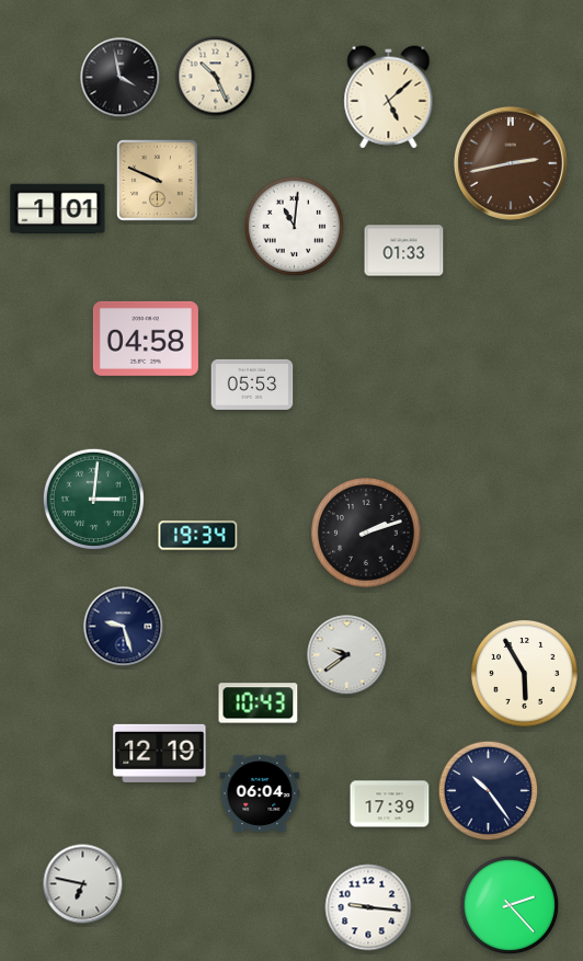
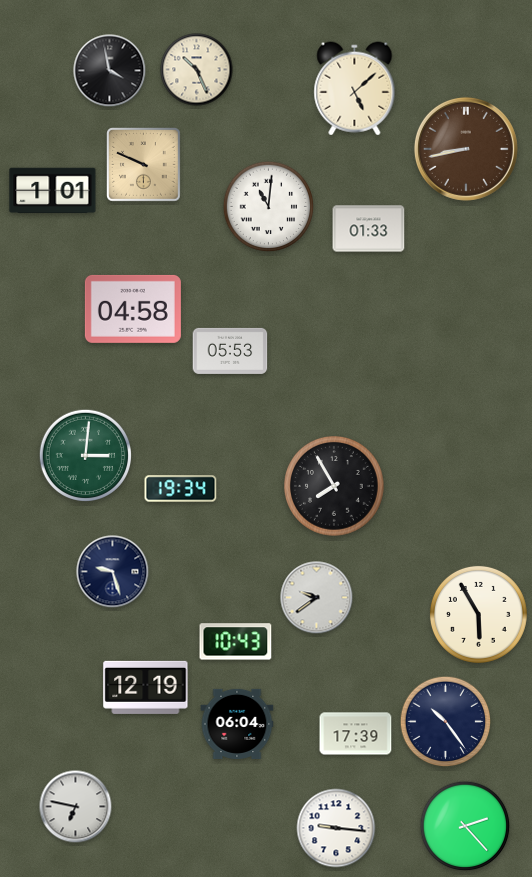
clock at (511, 163): 2:43 -> 8:43
clock at (367, 534): 2:12 -> 7:55
